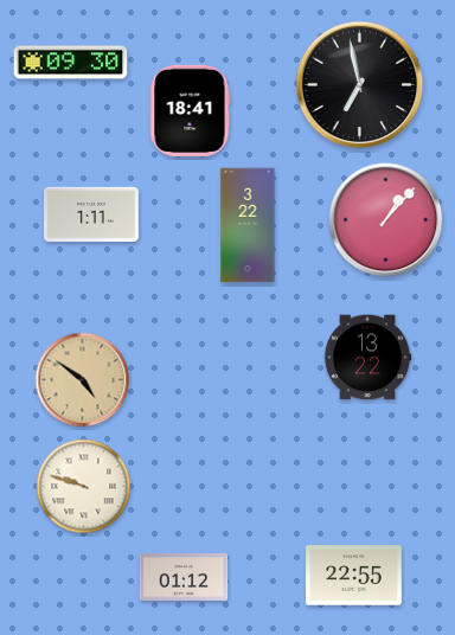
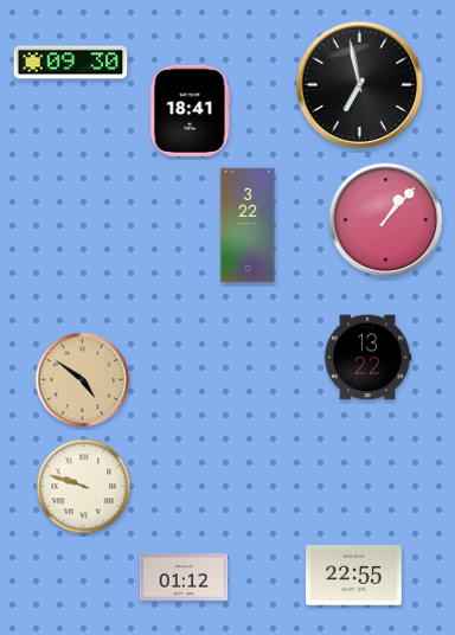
clock at (91, 213): 1:11 -> none
